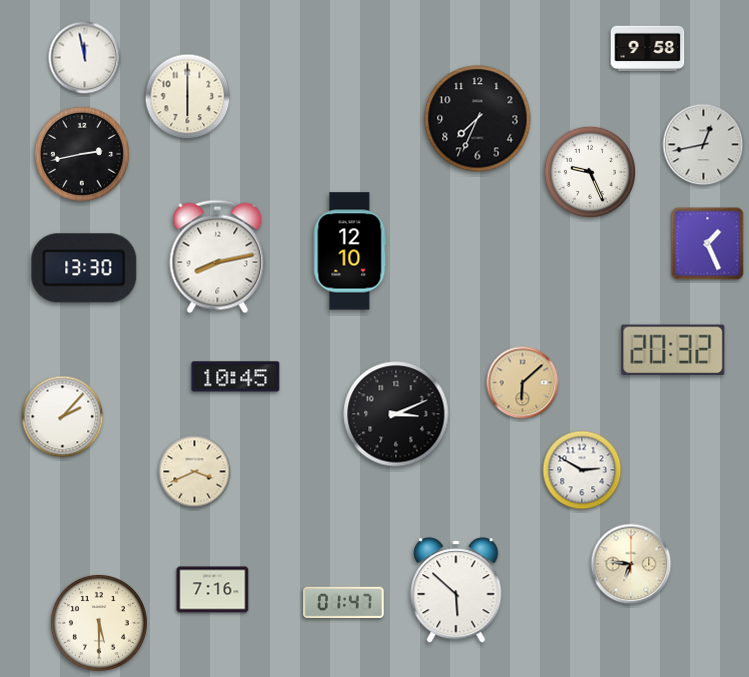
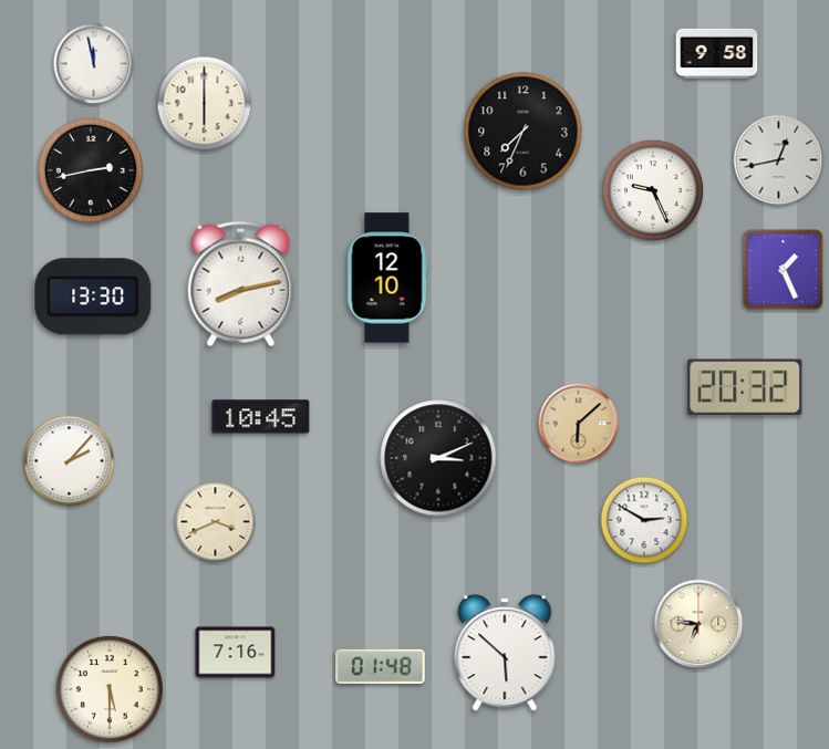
clock at (188, 97) position: (188, 97) -> (205, 104)
clock at (478, 119) position: (478, 119) -> (524, 132)
clock at (344, 602): 01:47 -> 01:48
